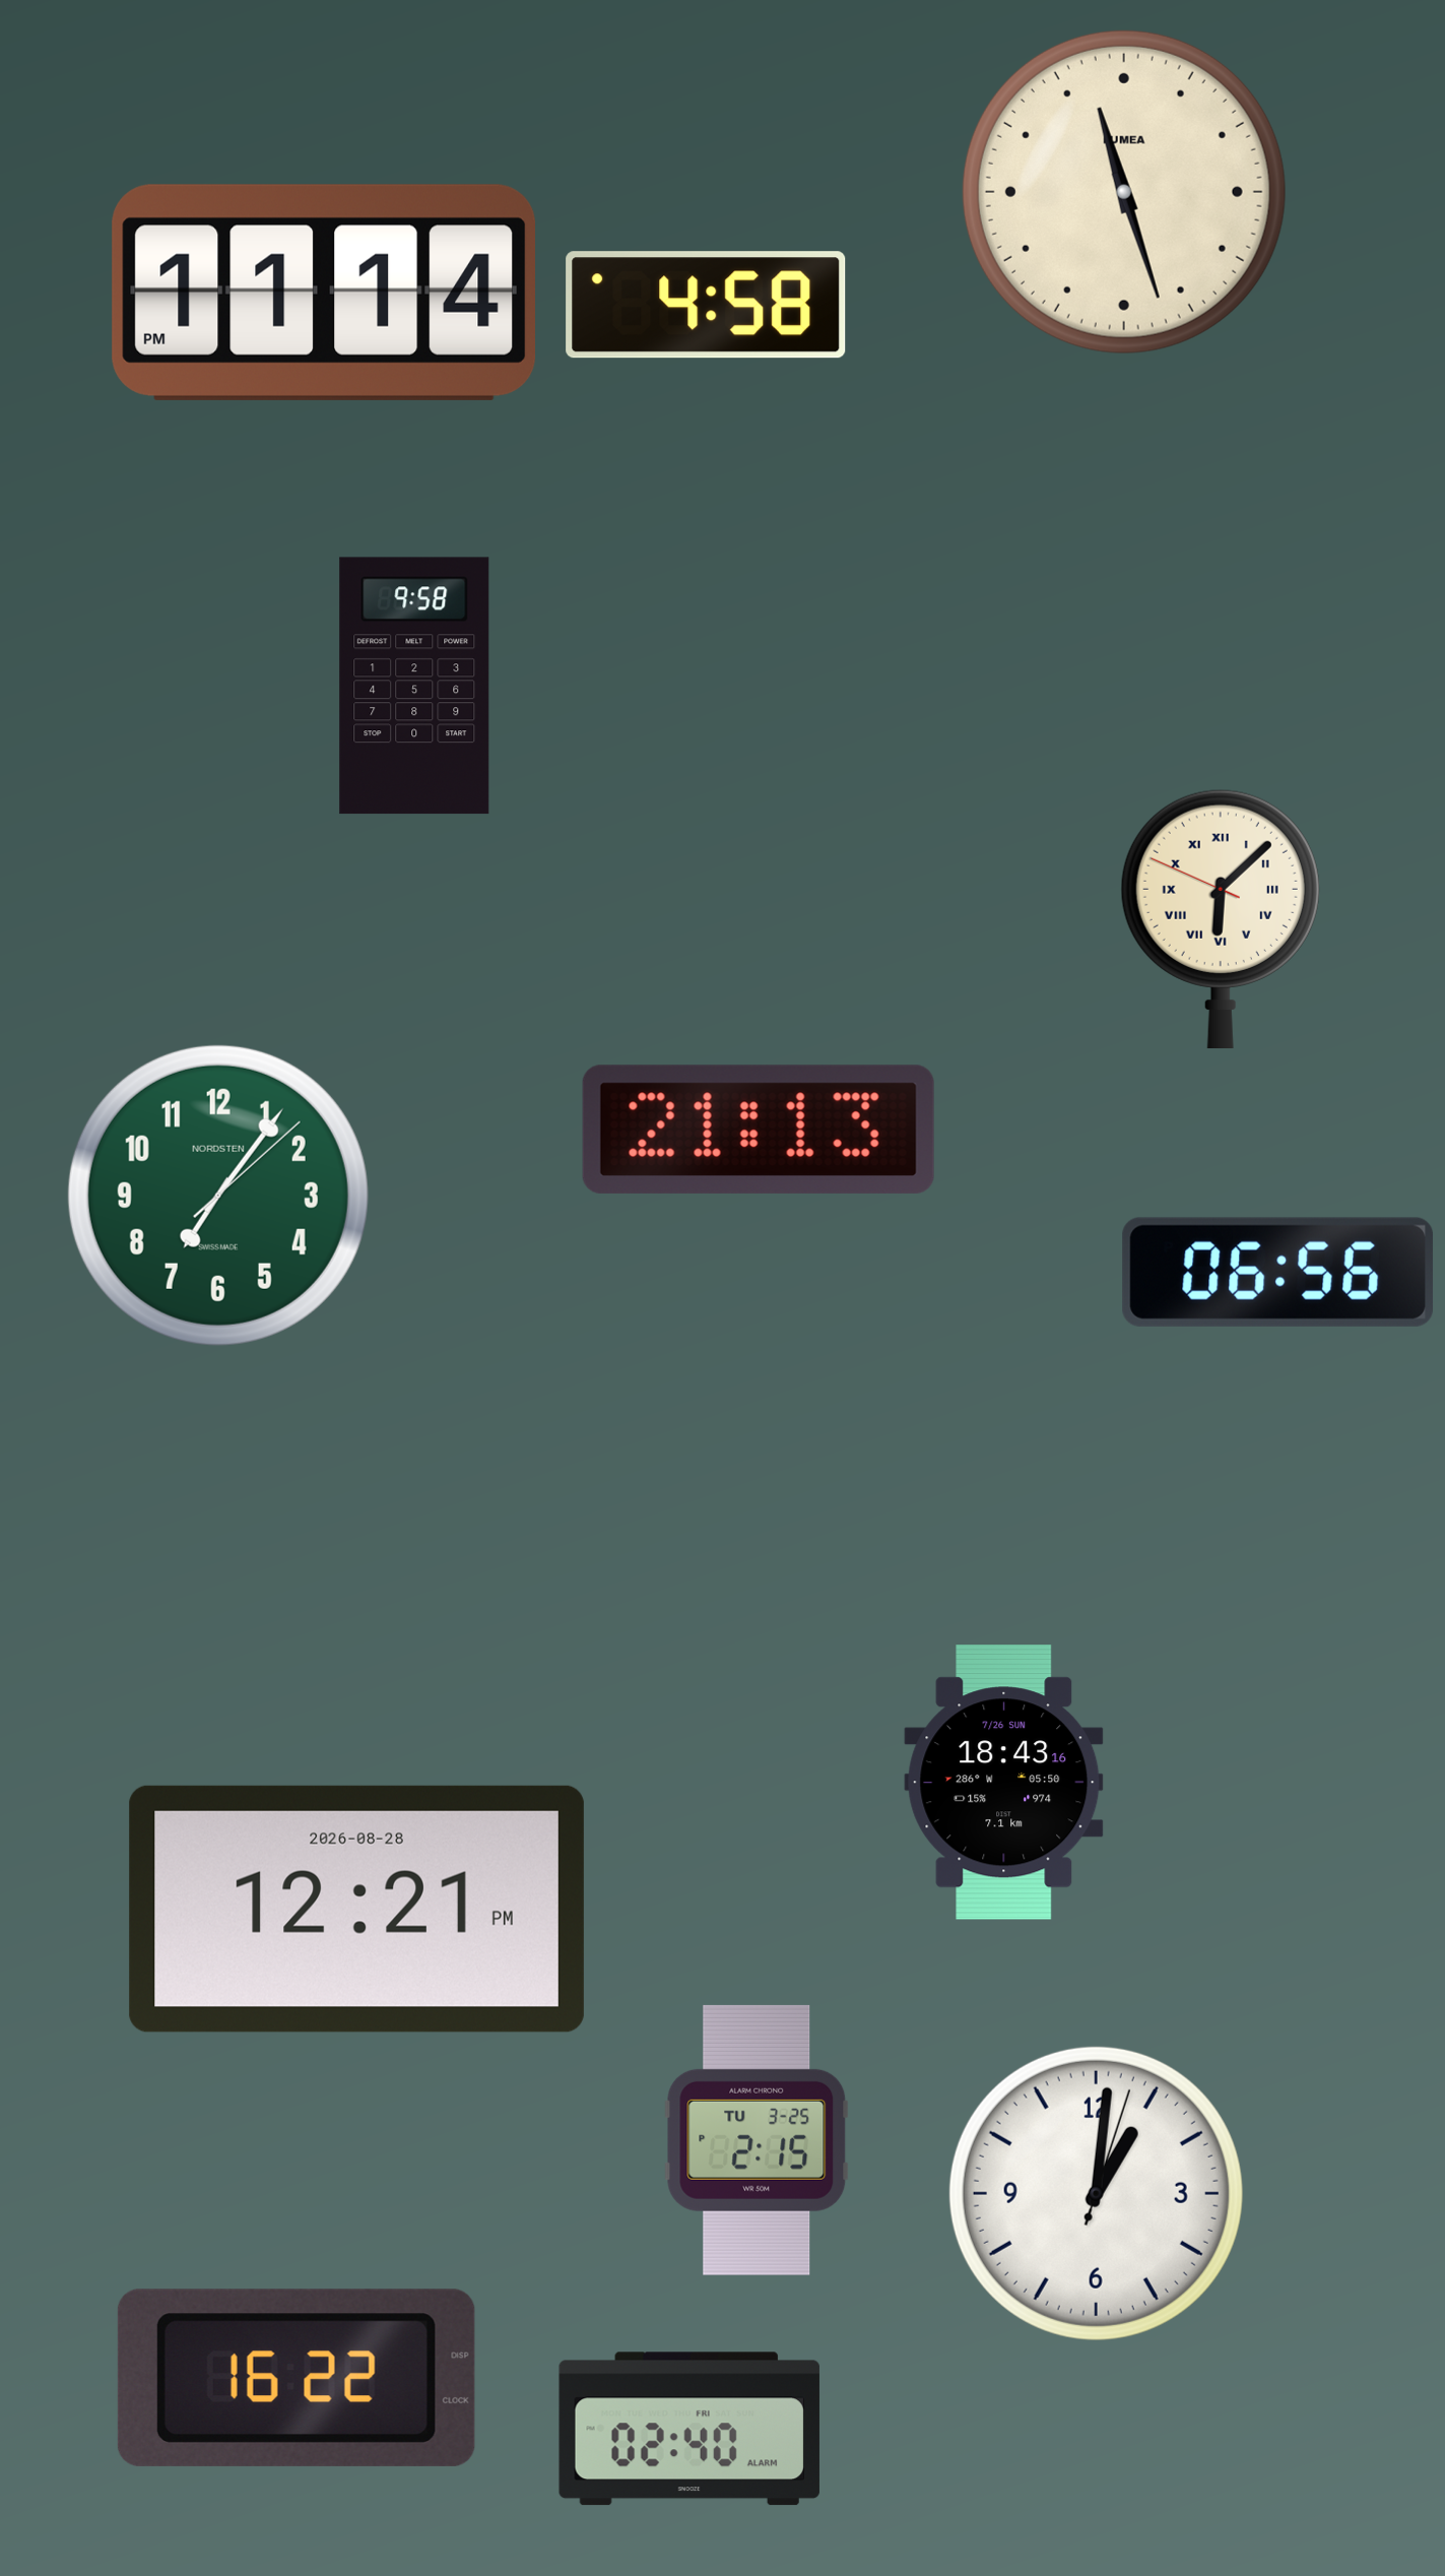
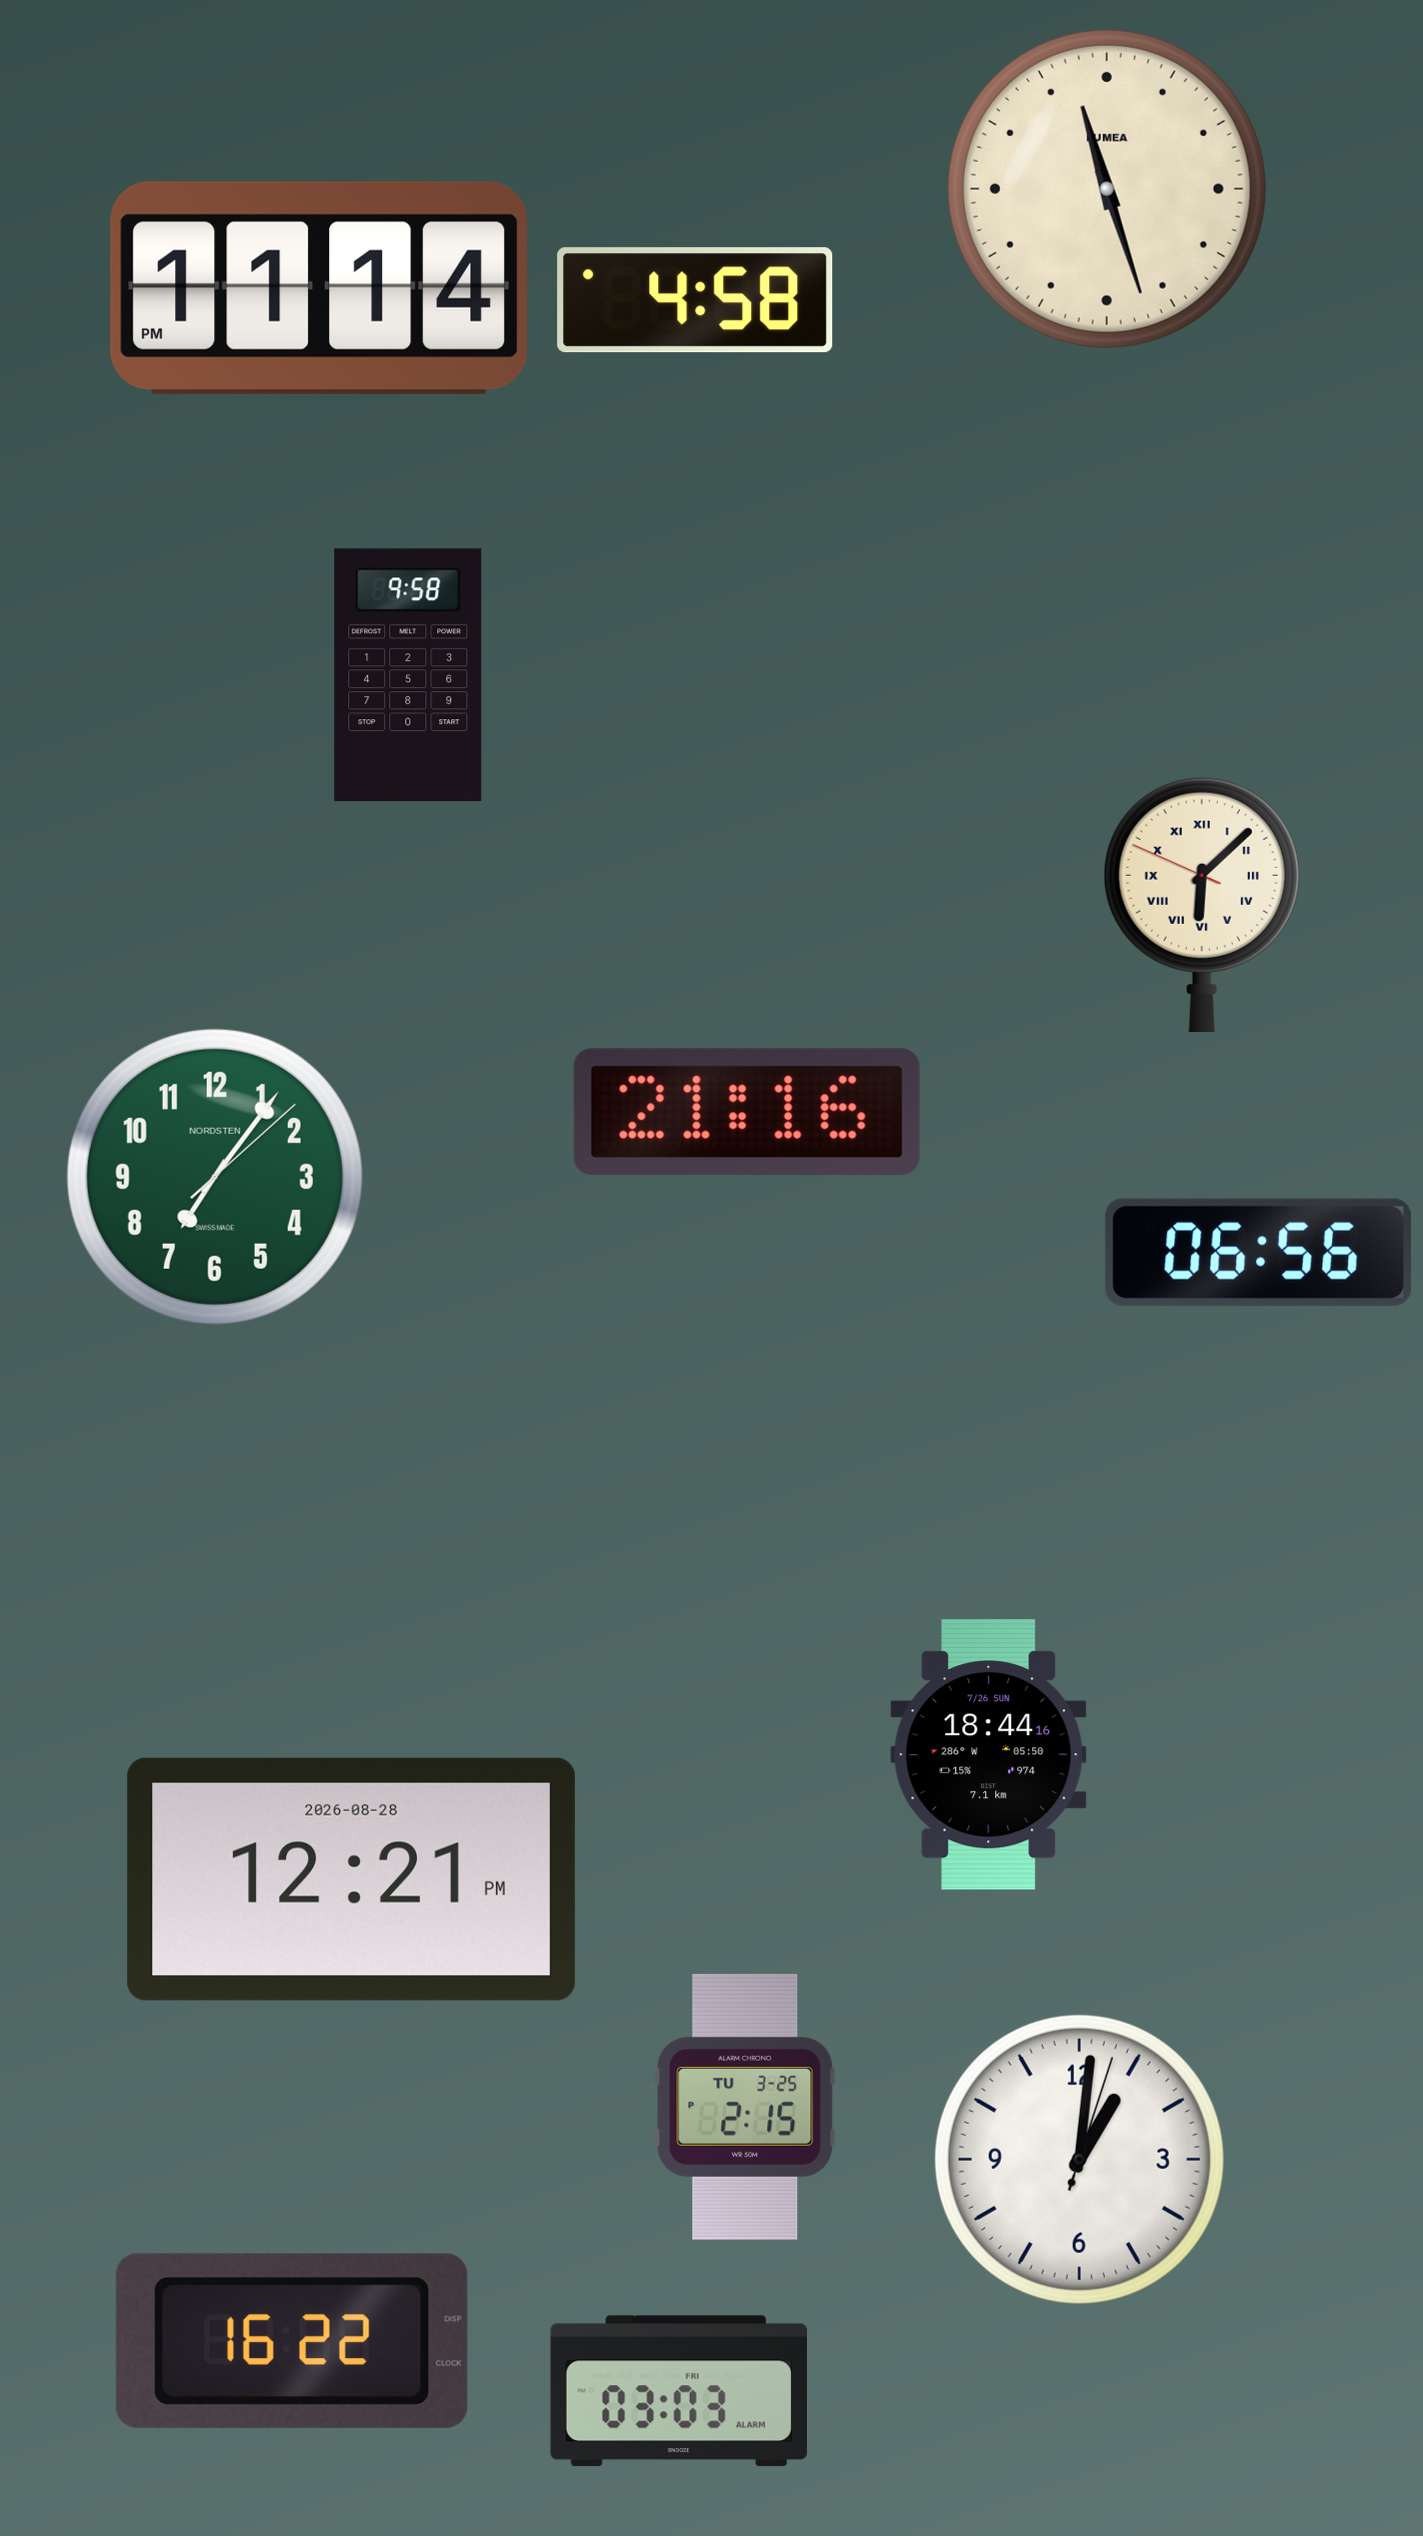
clock at (759, 1130): 21:13 -> 21:16
clock at (1004, 1783): 18:43 -> 18:44
clock at (689, 2429): 02:40 -> 03:03
